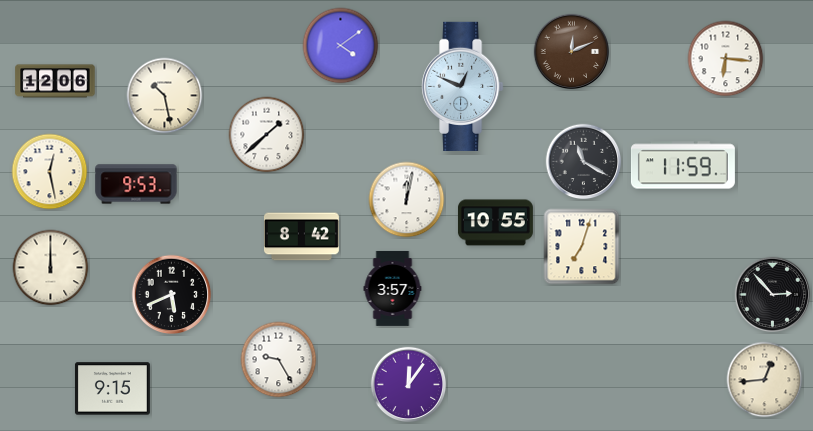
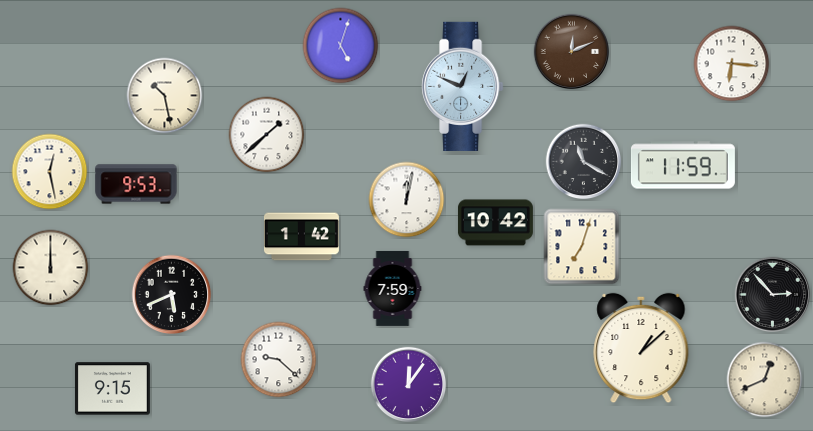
clock at (341, 46): 4:09 -> 5:03
clock at (726, 59) position: (726, 59) -> (732, 64)
clock at (55, 81): 12:06 -> none
clock at (495, 223): 10:55 -> 10:42
clock at (301, 237): 8:42 -> 1:42
clock at (393, 288): 3:57 -> 7:59
clock at (641, 348): none -> 1:08
clock at (279, 360): 9:25 -> 9:22
clock at (765, 380): 12:44 -> 12:41
